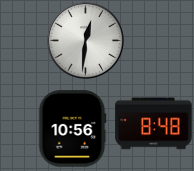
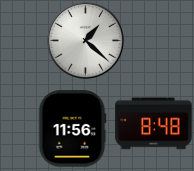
clock at (85, 40): 12:31 -> 1:22
clock at (72, 129): 10:56 -> 11:56
